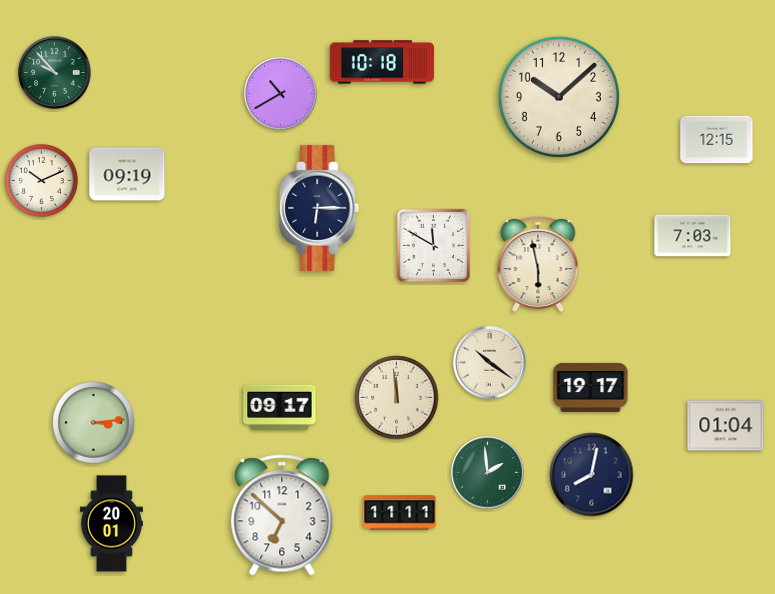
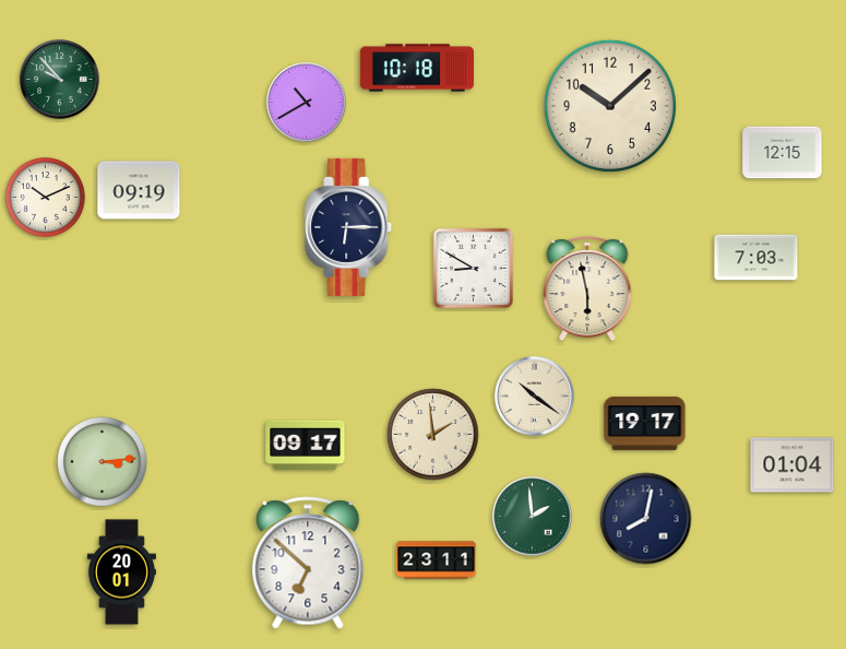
clock at (433, 245): 11:50 -> 8:50
clock at (397, 398): 11:59 -> 1:59
clock at (400, 513): 11:11 -> 23:11
